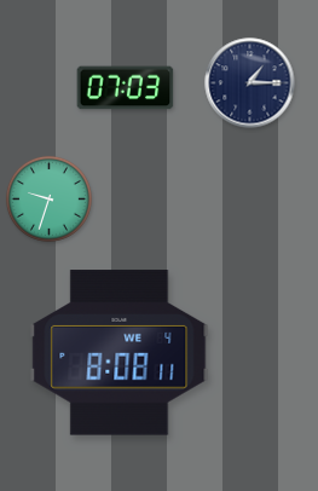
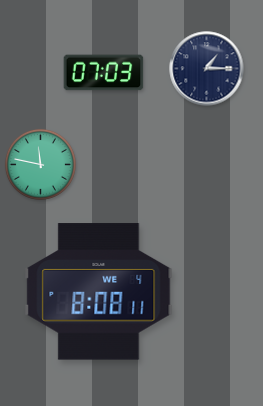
clock at (48, 198): 9:33 -> 11:47
